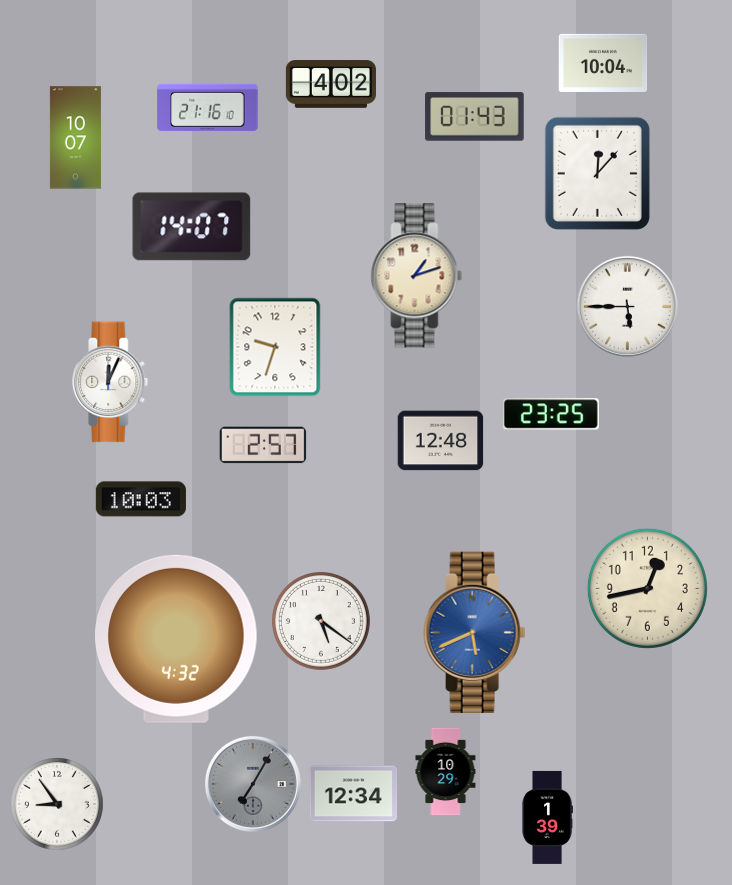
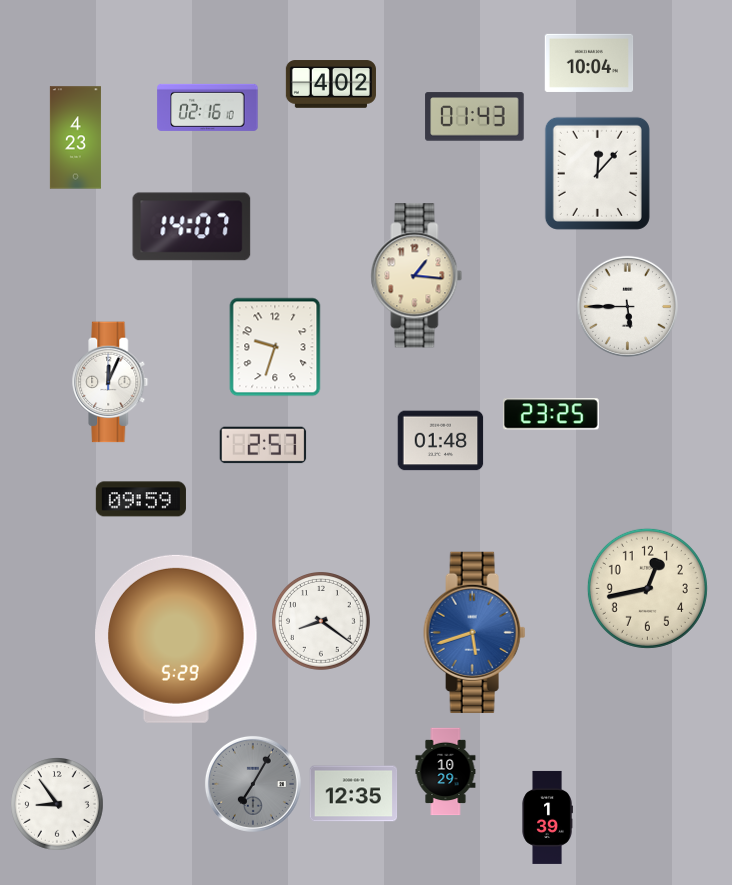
clock at (603, 63) position: (603, 63) -> (589, 63)
clock at (208, 107): 21:16 -> 02:16
clock at (75, 138): 10:07 -> 4:23
clock at (417, 276): 1:12 -> 1:16
clock at (441, 441): 12:48 -> 01:48
clock at (141, 499): 10:03 -> 09:59
clock at (322, 622): 5:21 -> 8:21
clock at (475, 632): 5:41 -> 5:42
clock at (176, 639): 4:32 -> 5:29
clock at (354, 794): 12:34 -> 12:35
